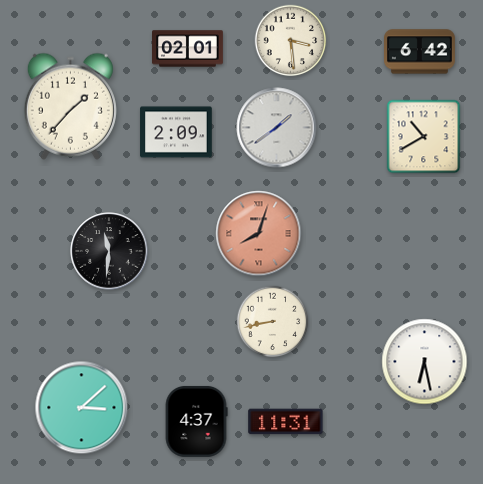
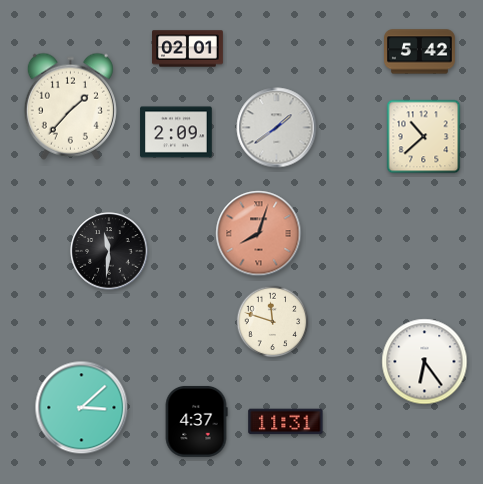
clock at (291, 41): 3:29 -> none
clock at (420, 52): 6:42 -> 5:42
clock at (424, 137): 10:40 -> 10:38
clock at (273, 322): 8:43 -> 11:48
clock at (425, 362): 6:28 -> 6:24
